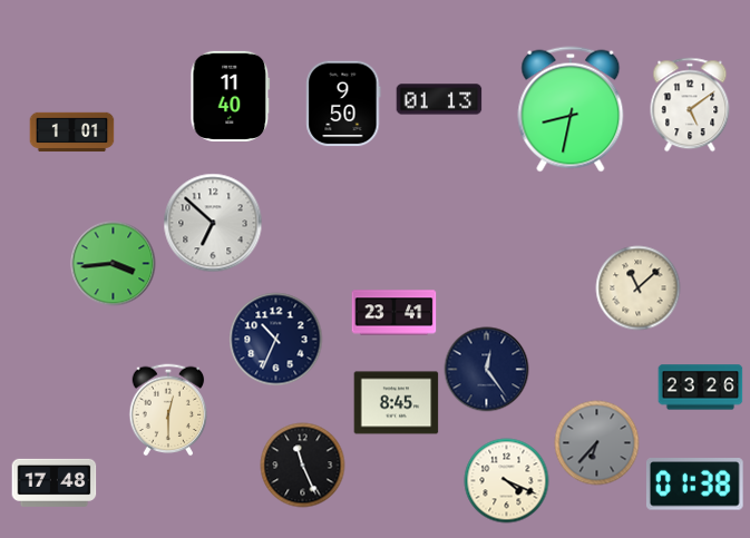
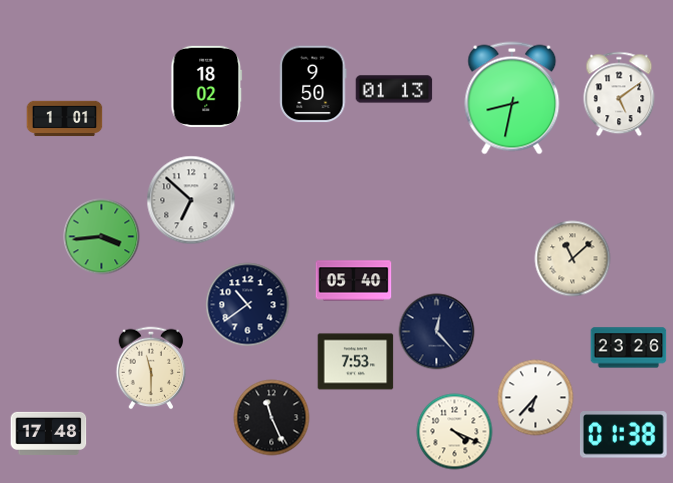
clock at (231, 96): 11:40 -> 18:02
clock at (343, 104) position: (343, 104) -> (313, 84)
clock at (395, 313): 23:41 -> 05:40
clock at (276, 340): 10:34 -> 10:39
clock at (487, 370): 12:24 -> 12:23
clock at (397, 403): 8:45 -> 7:53
clock at (168, 410): 12:30 -> 11:30
clock at (597, 443) dial: grey -> white
